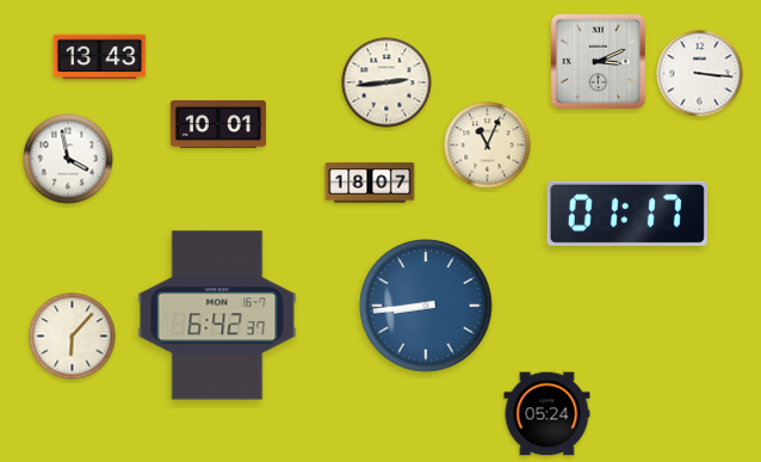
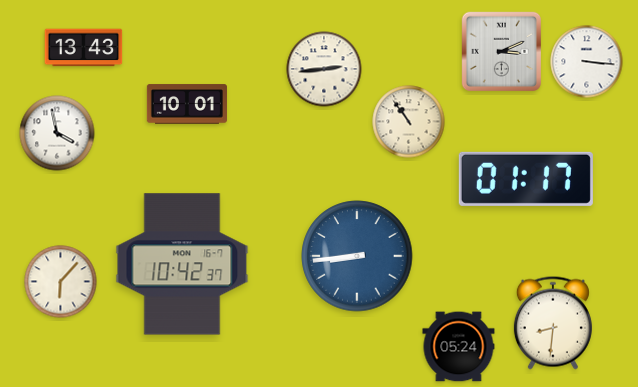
clock at (218, 124) position: (218, 124) -> (187, 104)
clock at (488, 146): 11:04 -> 10:54
clock at (370, 183): 18:07 -> none
clock at (217, 315): 6:42 -> 10:42
clock at (553, 323): none -> 8:31
